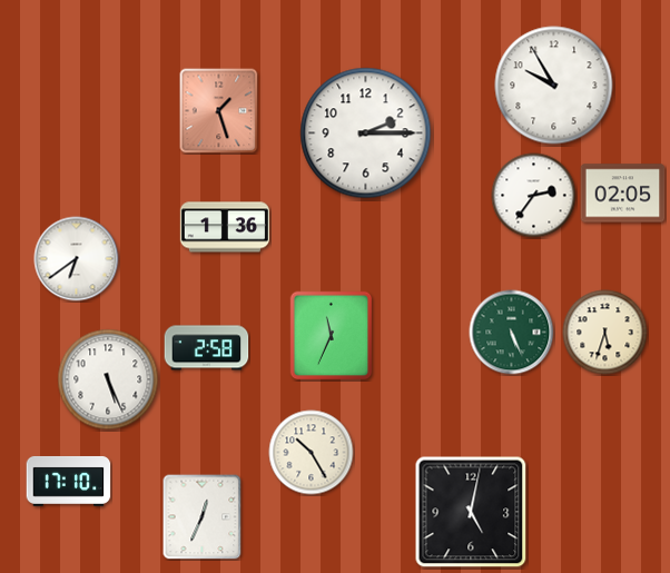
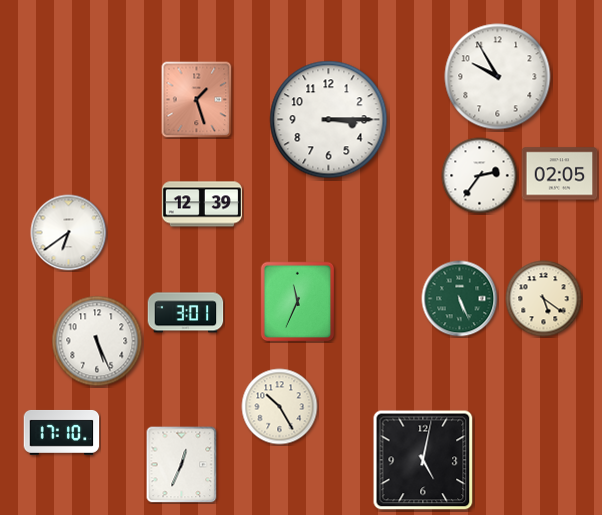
clock at (366, 134): 2:15 -> 3:15
clock at (225, 227): 1:36 -> 12:39
clock at (605, 333): 5:33 -> 5:21
clock at (207, 348): 2:58 -> 3:01
